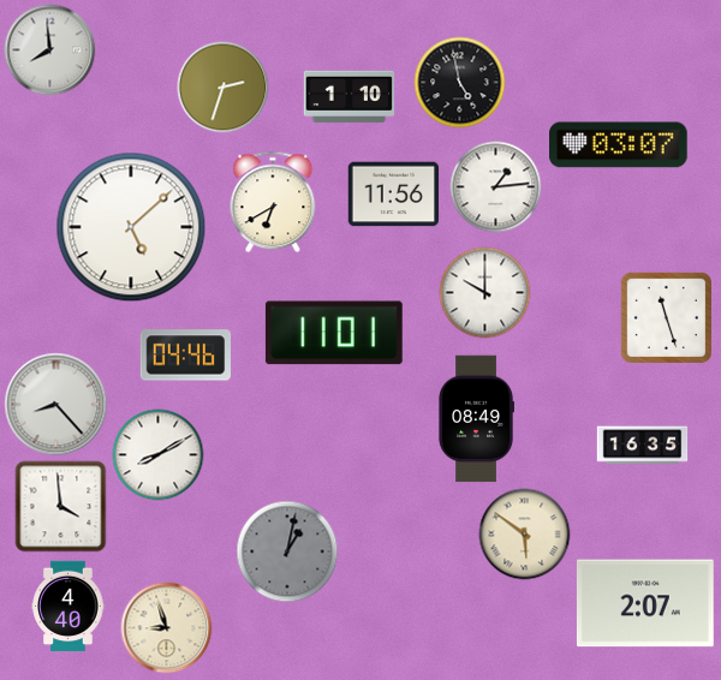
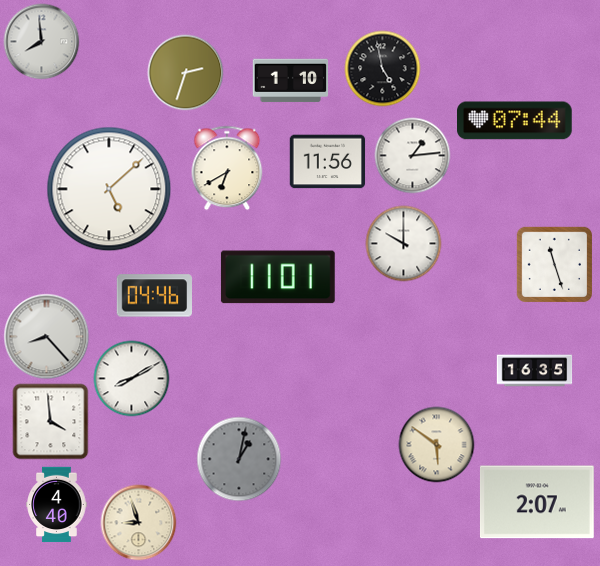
clock at (619, 145): 03:07 -> 07:44
clock at (477, 419): 08:49 -> none
